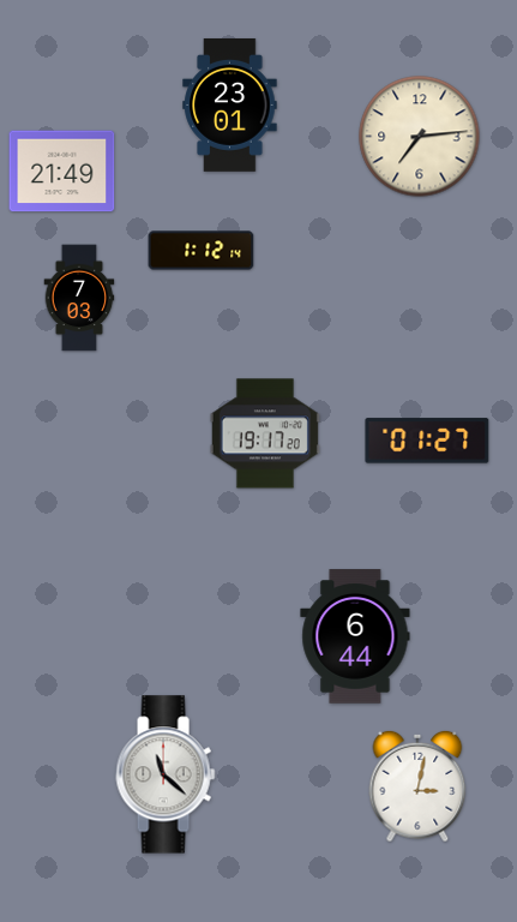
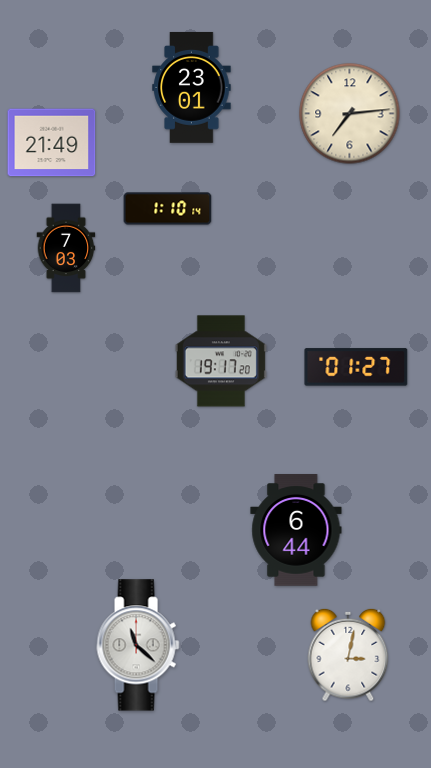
clock at (202, 251): 1:12 -> 1:10
